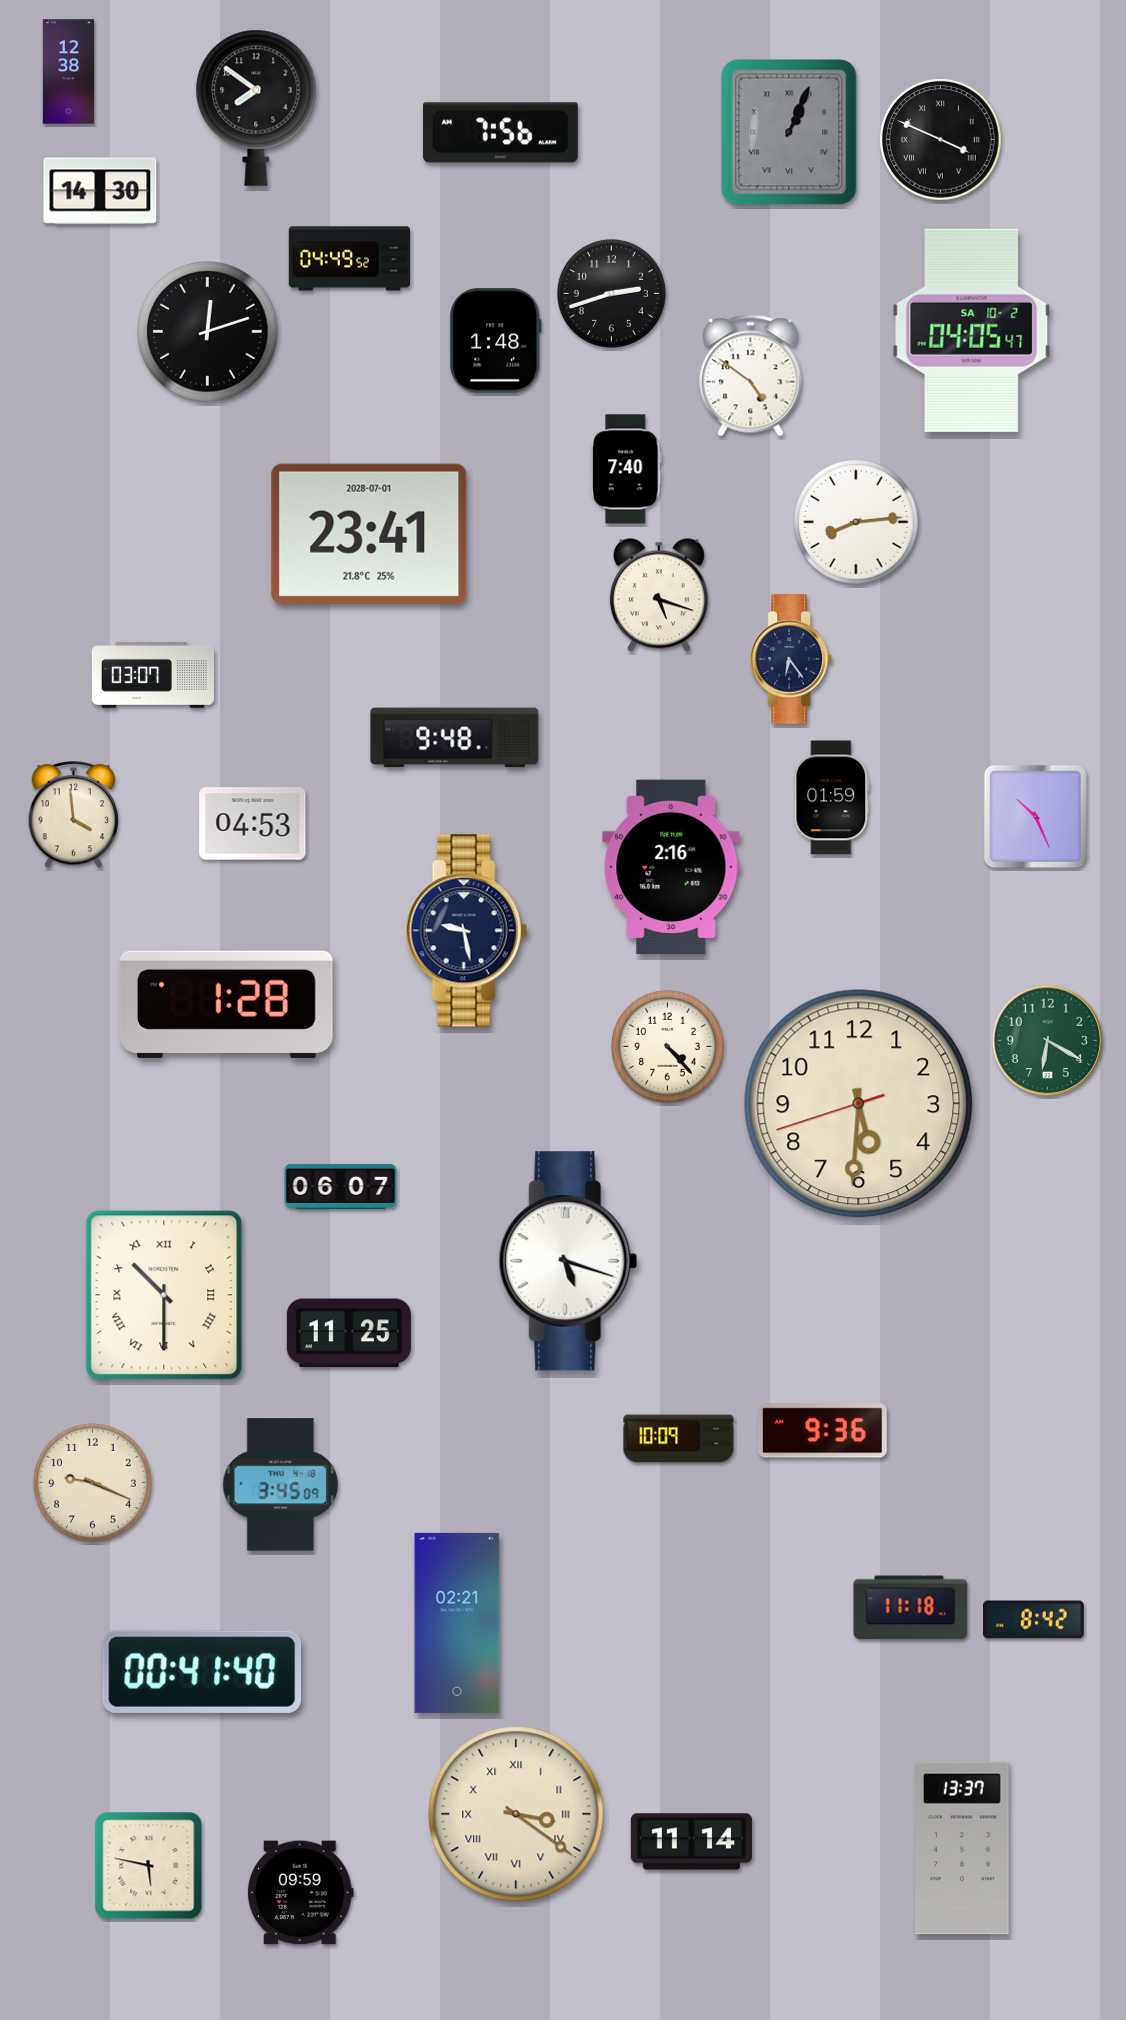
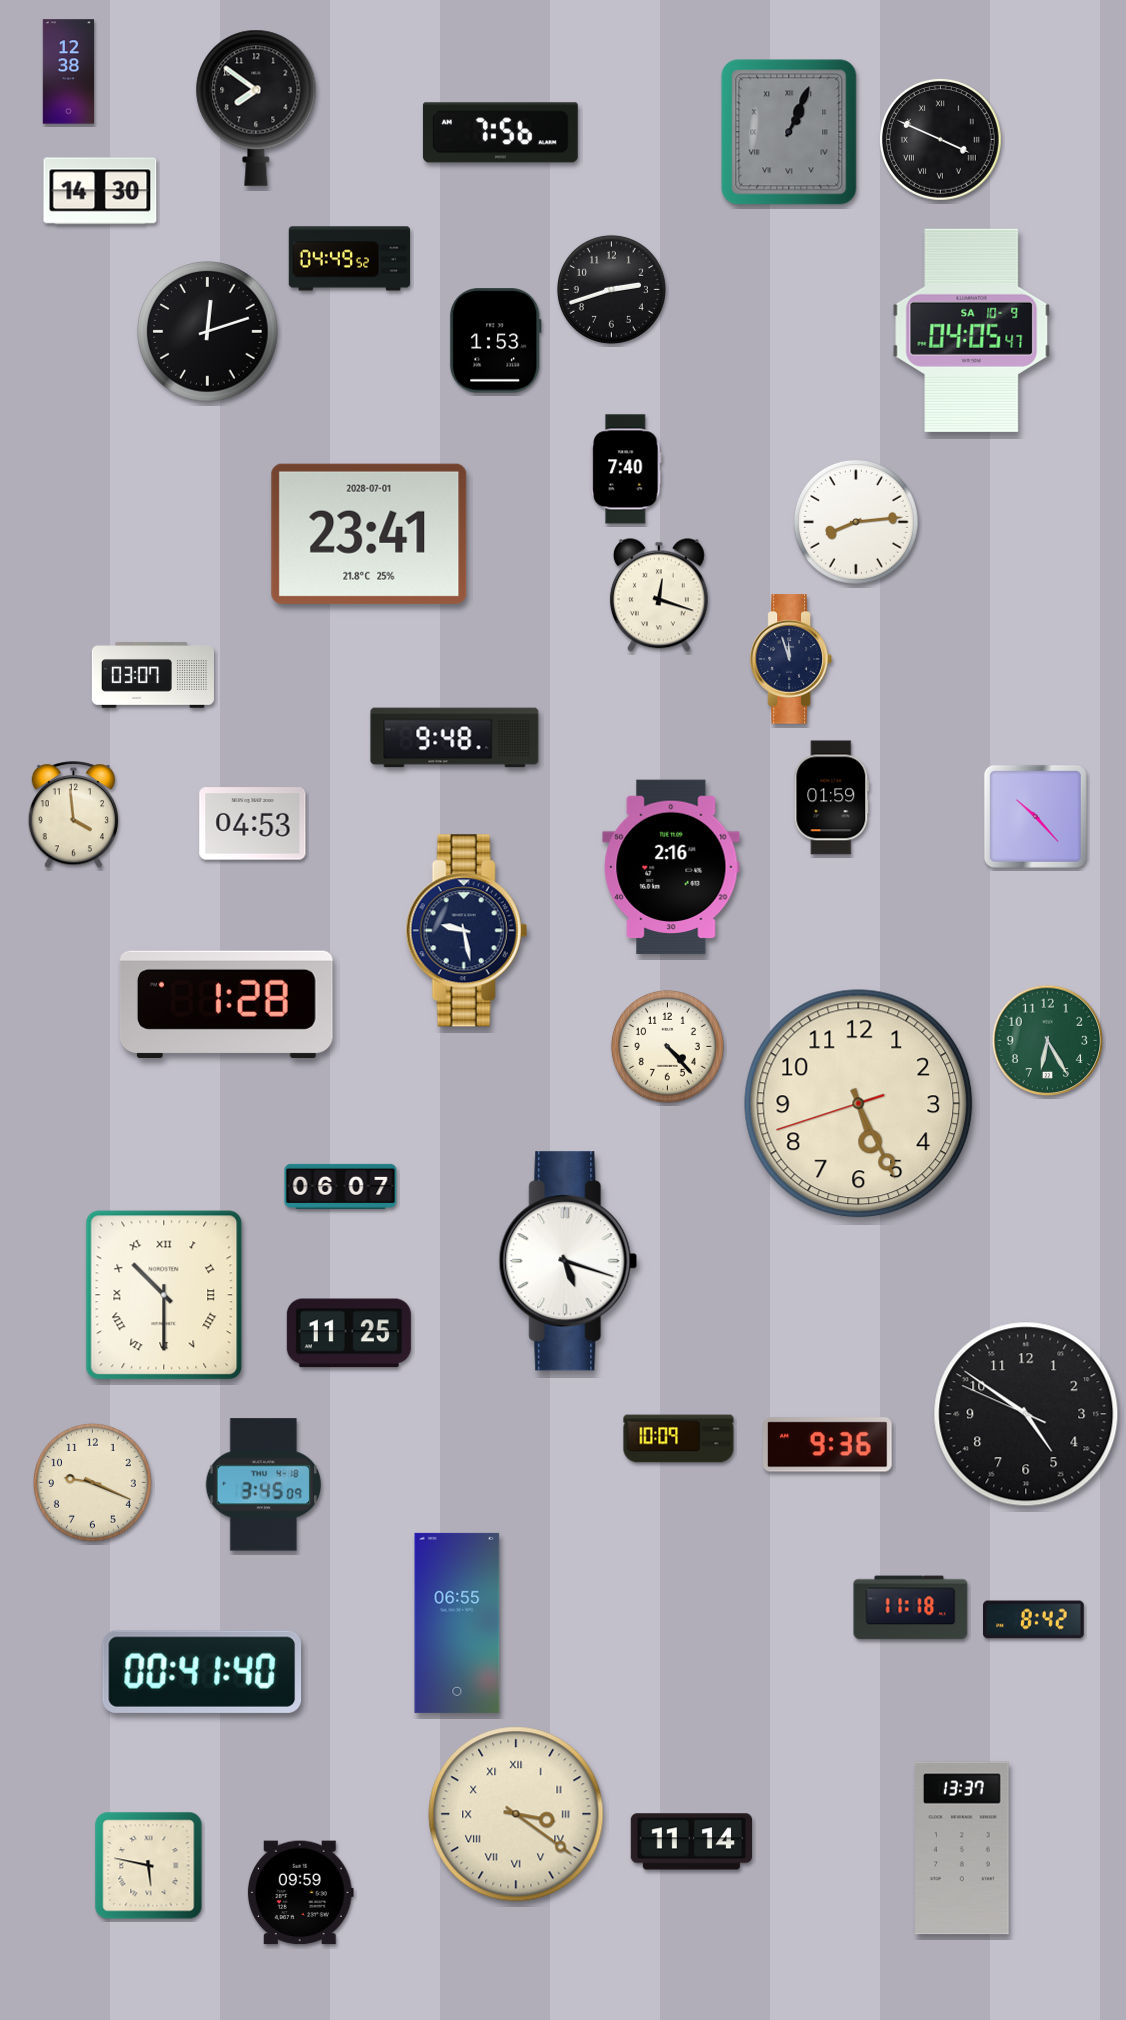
clock at (611, 293) position: (611, 293) -> (611, 289)
clock at (972, 330) date: SA 10-2 -> SA 10-9
clock at (495, 341): 1:48 -> 1:53
clock at (751, 376): 4:51 -> none
clock at (659, 595): 5:18 -> 12:18
clock at (791, 659): 6:24 -> 11:57
clock at (1035, 816): 10:26 -> 10:23
clock at (1048, 1041): 6:20 -> 6:25
clock at (859, 1104): 5:30 -> 5:25
clock at (1026, 1414): none -> 4:50
clock at (823, 1431) position: (823, 1431) -> (828, 1445)
clock at (280, 1485) position: (280, 1485) -> (263, 1485)
clock at (457, 1623): 02:21 -> 06:55
